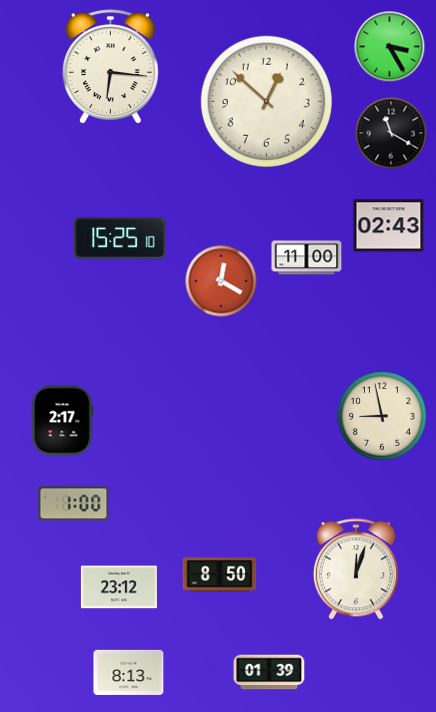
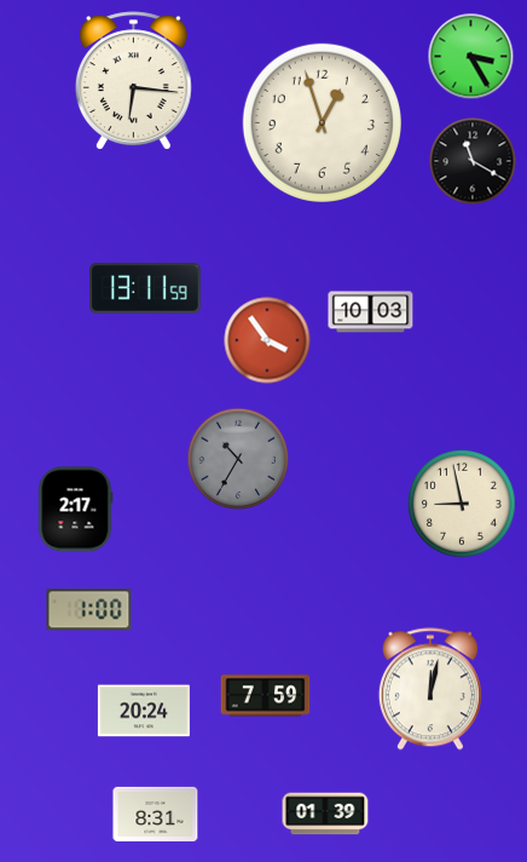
clock at (266, 101): 12:52 -> 12:57
clock at (389, 226): 02:43 -> none
clock at (120, 238): 15:25 -> 13:11
clock at (307, 258): 11:00 -> 10:03
clock at (221, 281): 12:20 -> 3:54
clock at (237, 458): none -> 10:35
clock at (356, 569): 12:03 -> 12:02
clock at (220, 575): 8:50 -> 7:59
clock at (119, 587): 23:12 -> 20:24
clock at (129, 672): 8:13 -> 8:31
